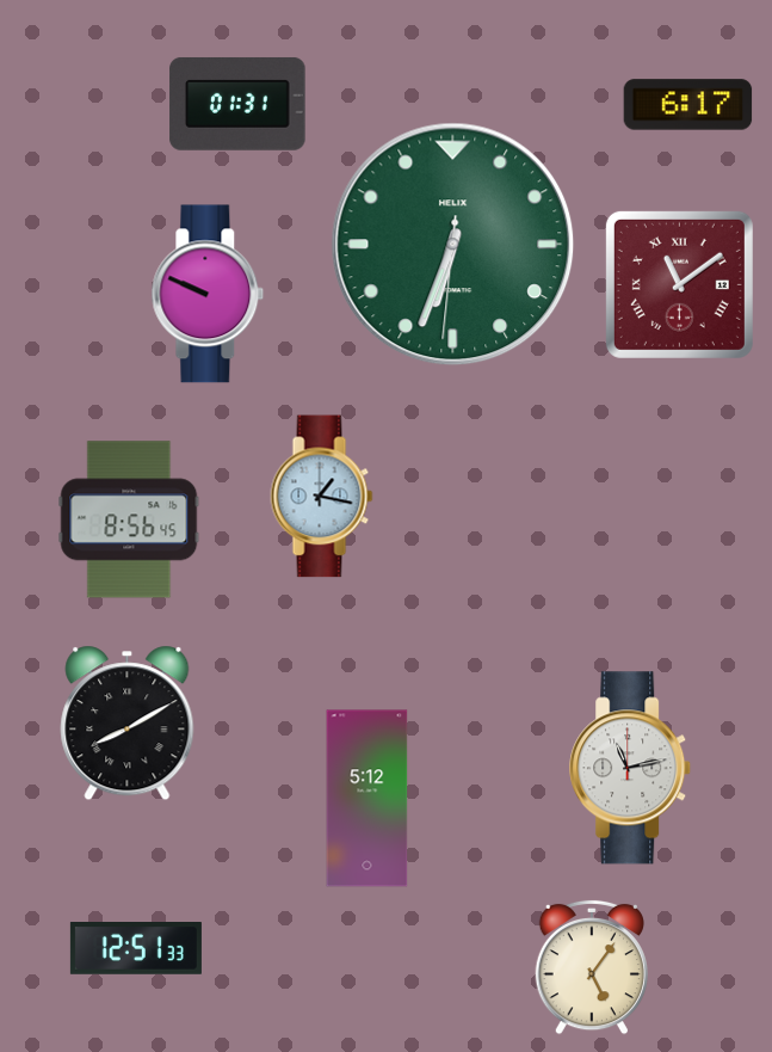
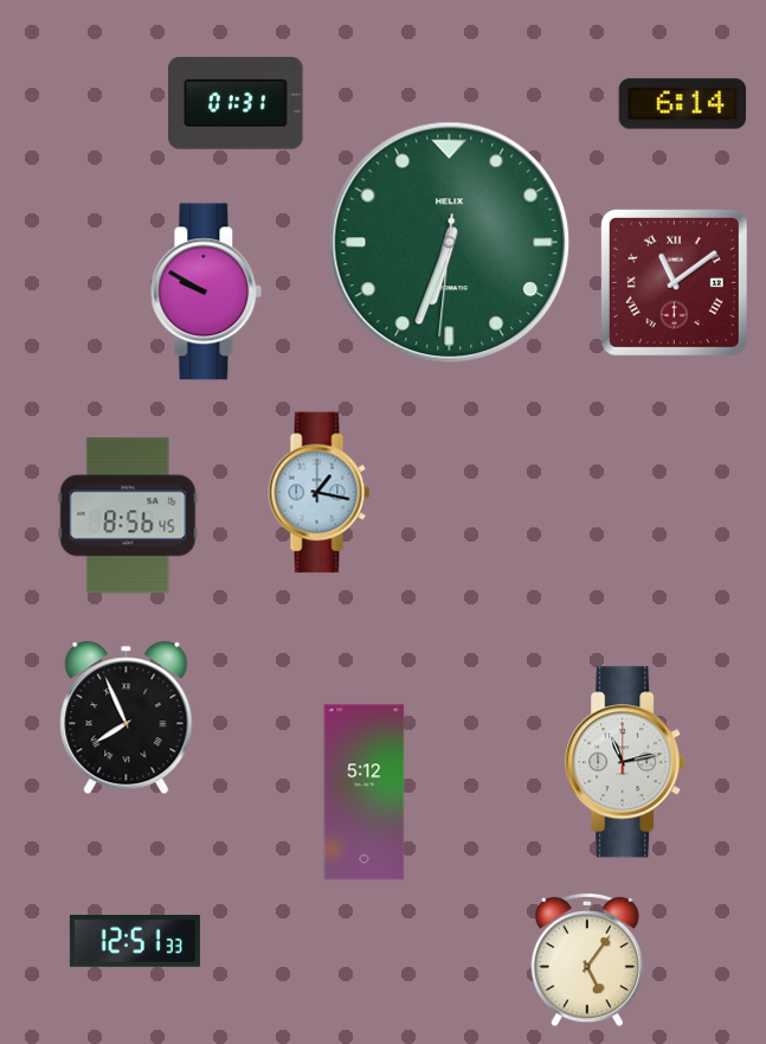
clock at (688, 105): 6:17 -> 6:14
clock at (208, 294): 9:49 -> 9:50
clock at (128, 724): 8:10 -> 7:56
